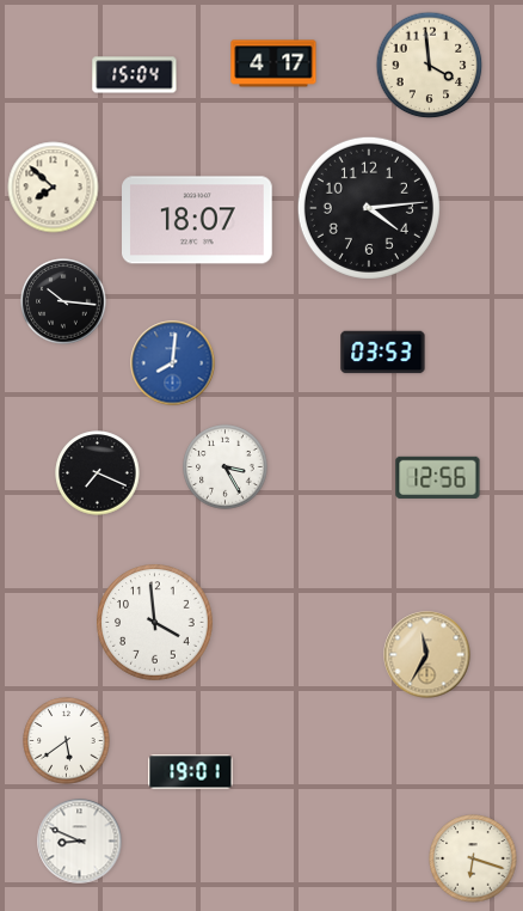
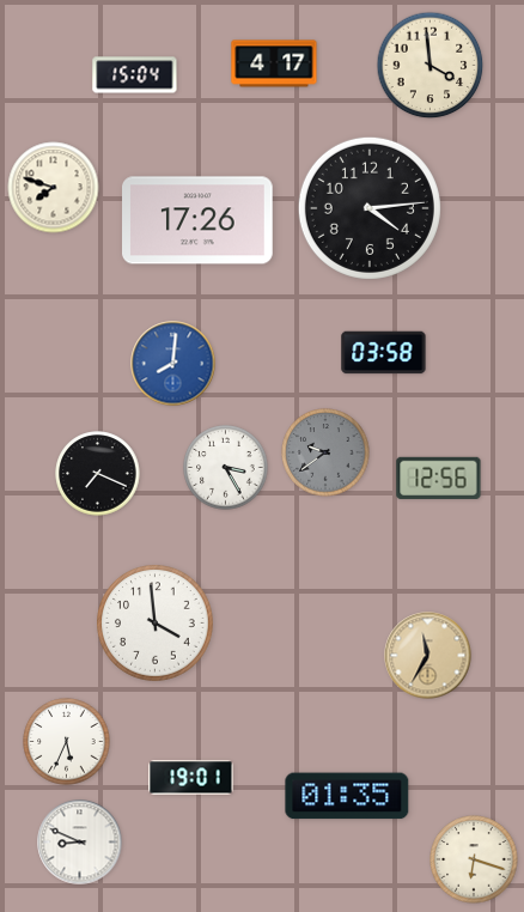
clock at (54, 188): 7:52 -> 7:48
clock at (198, 220): 18:07 -> 17:26
clock at (63, 301): 10:16 -> none
clock at (383, 353): 03:53 -> 03:58
clock at (325, 452): none -> 9:39
clock at (67, 741): 5:39 -> 5:34
clock at (191, 772) position: (191, 772) -> (191, 778)
clock at (347, 796): none -> 01:35
